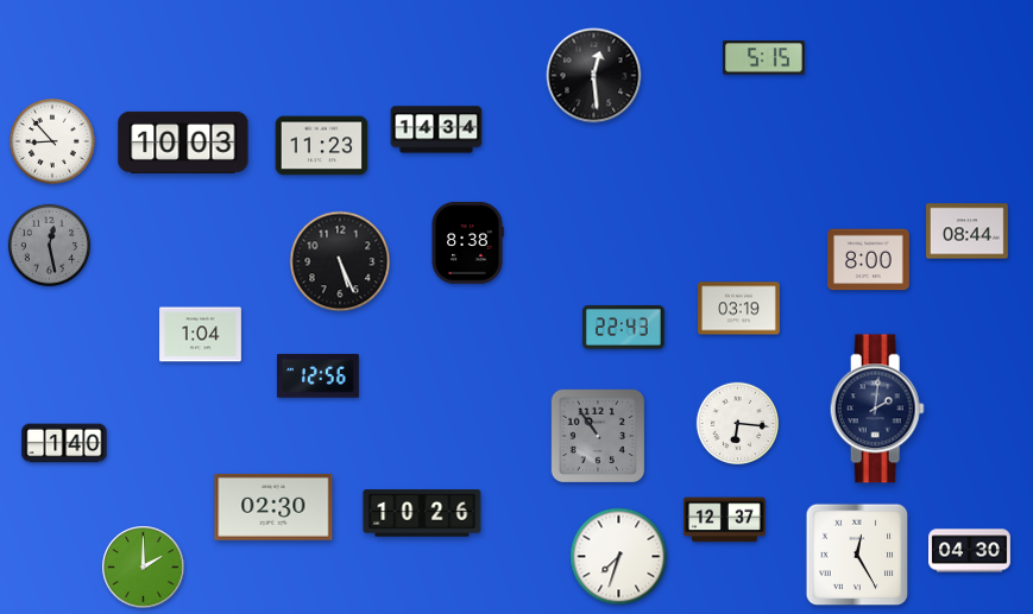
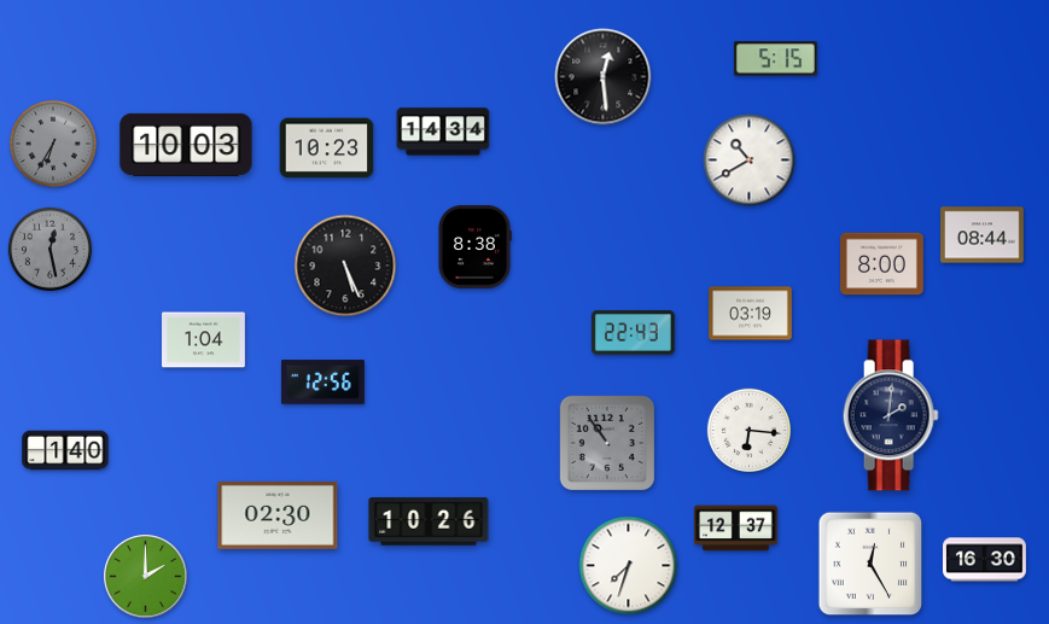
clock at (52, 141): 8:53 -> 6:35
clock at (52, 141) dial: white -> grey
clock at (322, 146): 11:23 -> 10:23
clock at (750, 161): none -> 10:40
clock at (970, 551): 04:30 -> 16:30
